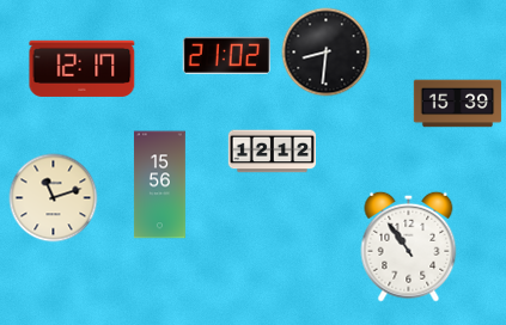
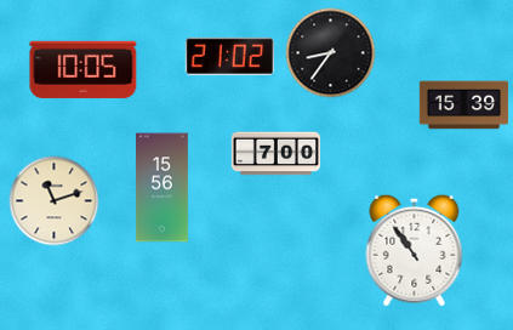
clock at (327, 53): 8:31 -> 8:36
clock at (83, 68): 12:17 -> 10:05
clock at (273, 152): 12:12 -> 7:00
